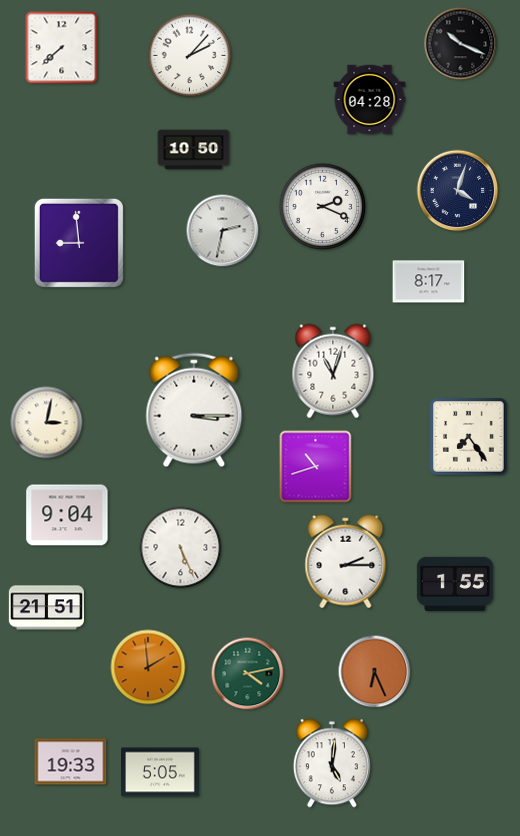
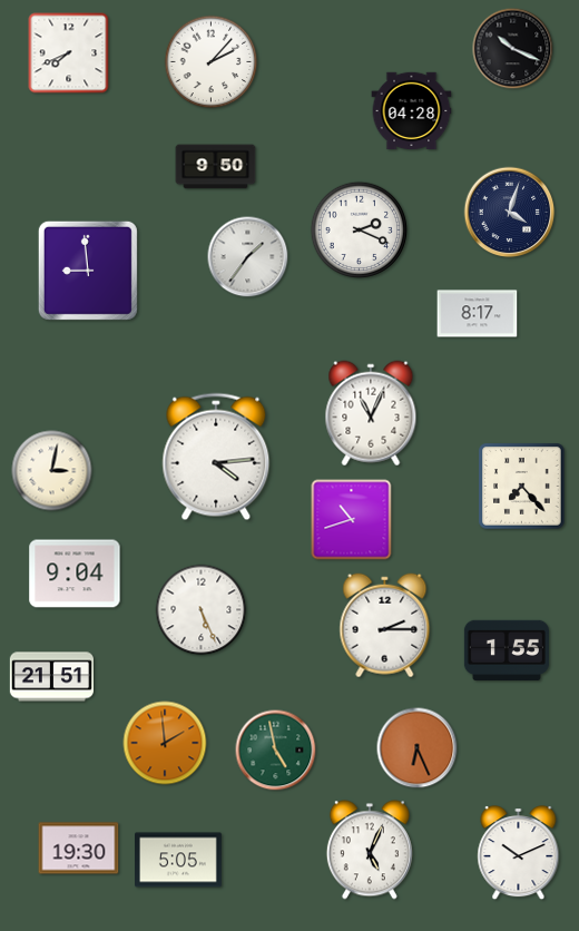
clock at (62, 48): 7:38 -> 7:41
clock at (194, 150): 10:50 -> 9:50
clock at (223, 231): 2:32 -> 1:36
clock at (333, 371): 11:03 -> 11:04
clock at (194, 410): 3:15 -> 4:14
clock at (469, 437): 7:24 -> 7:23
clock at (248, 674): 4:13 -> 4:58
clock at (71, 762): 19:33 -> 19:30
clock at (332, 763): 5:01 -> 5:04
clock at (519, 854): none -> 10:11
